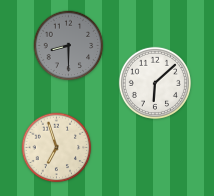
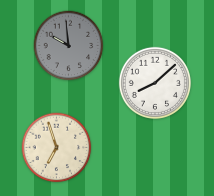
clock at (69, 46): 8:30 -> 9:59
clock at (155, 83): 6:08 -> 8:08
